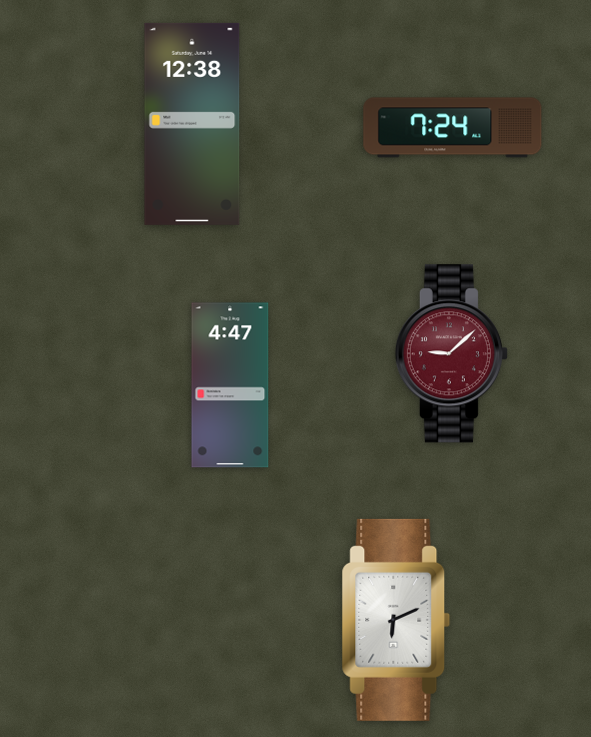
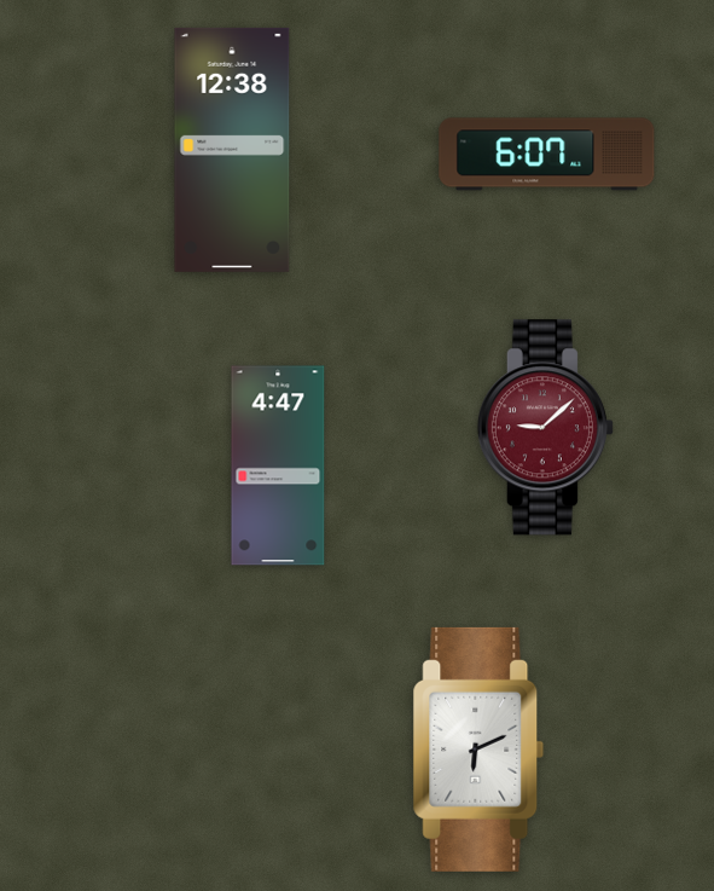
clock at (453, 128): 7:24 -> 6:07
